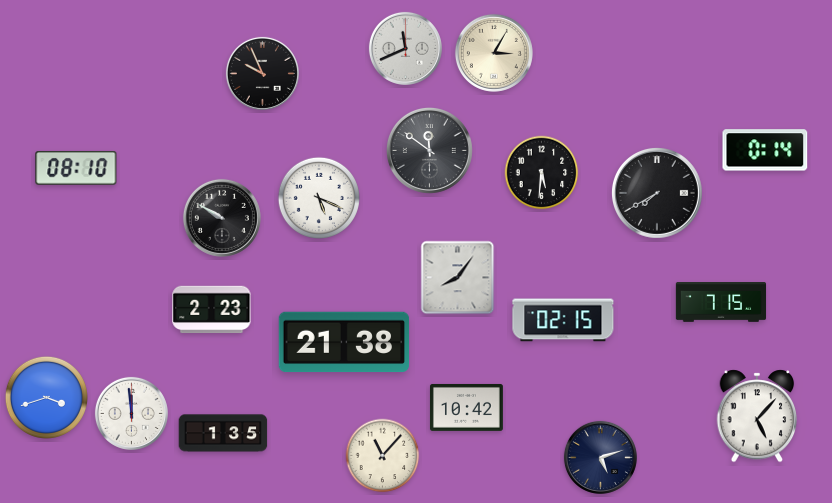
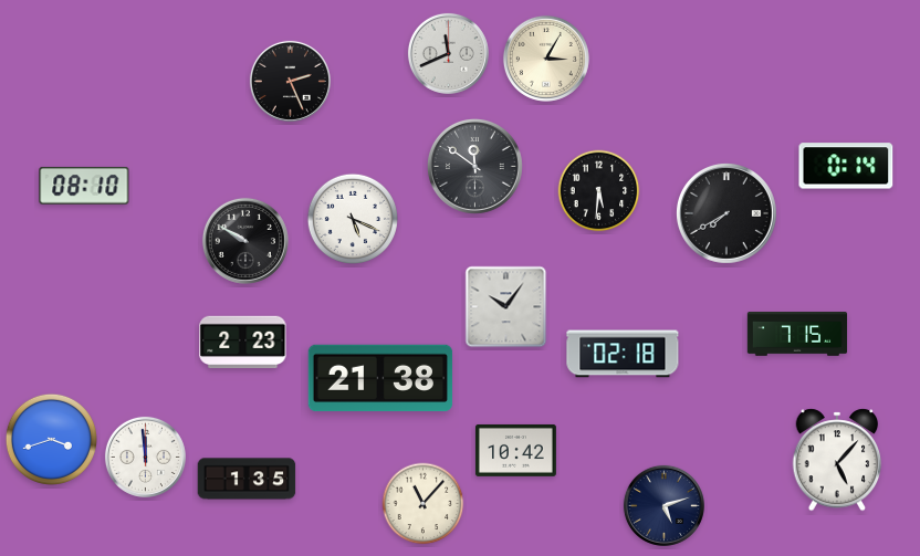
clock at (262, 73): 9:56 -> 2:26
clock at (458, 278): 8:06 -> 10:06
clock at (212, 310) position: (212, 310) -> (243, 343)
clock at (563, 320): 02:15 -> 02:18
